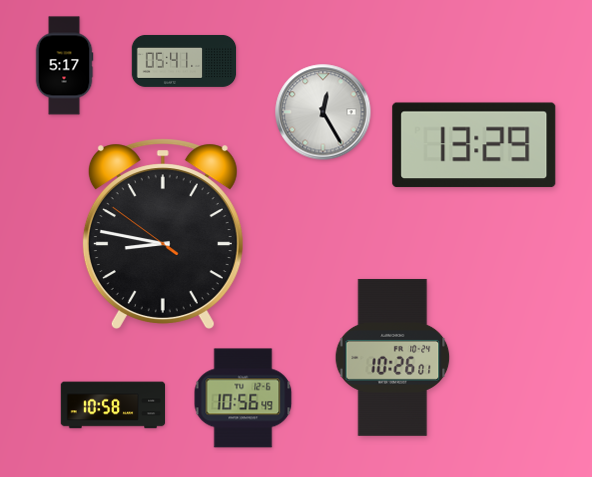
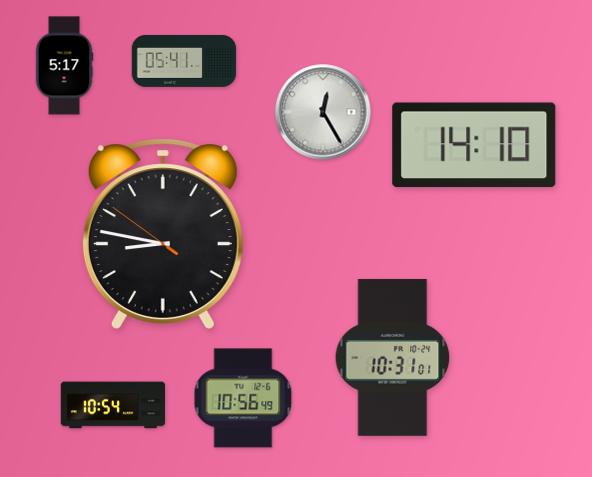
clock at (474, 145): 13:29 -> 14:10
clock at (393, 357): 10:26 -> 10:31
clock at (113, 405): 10:58 -> 10:54
